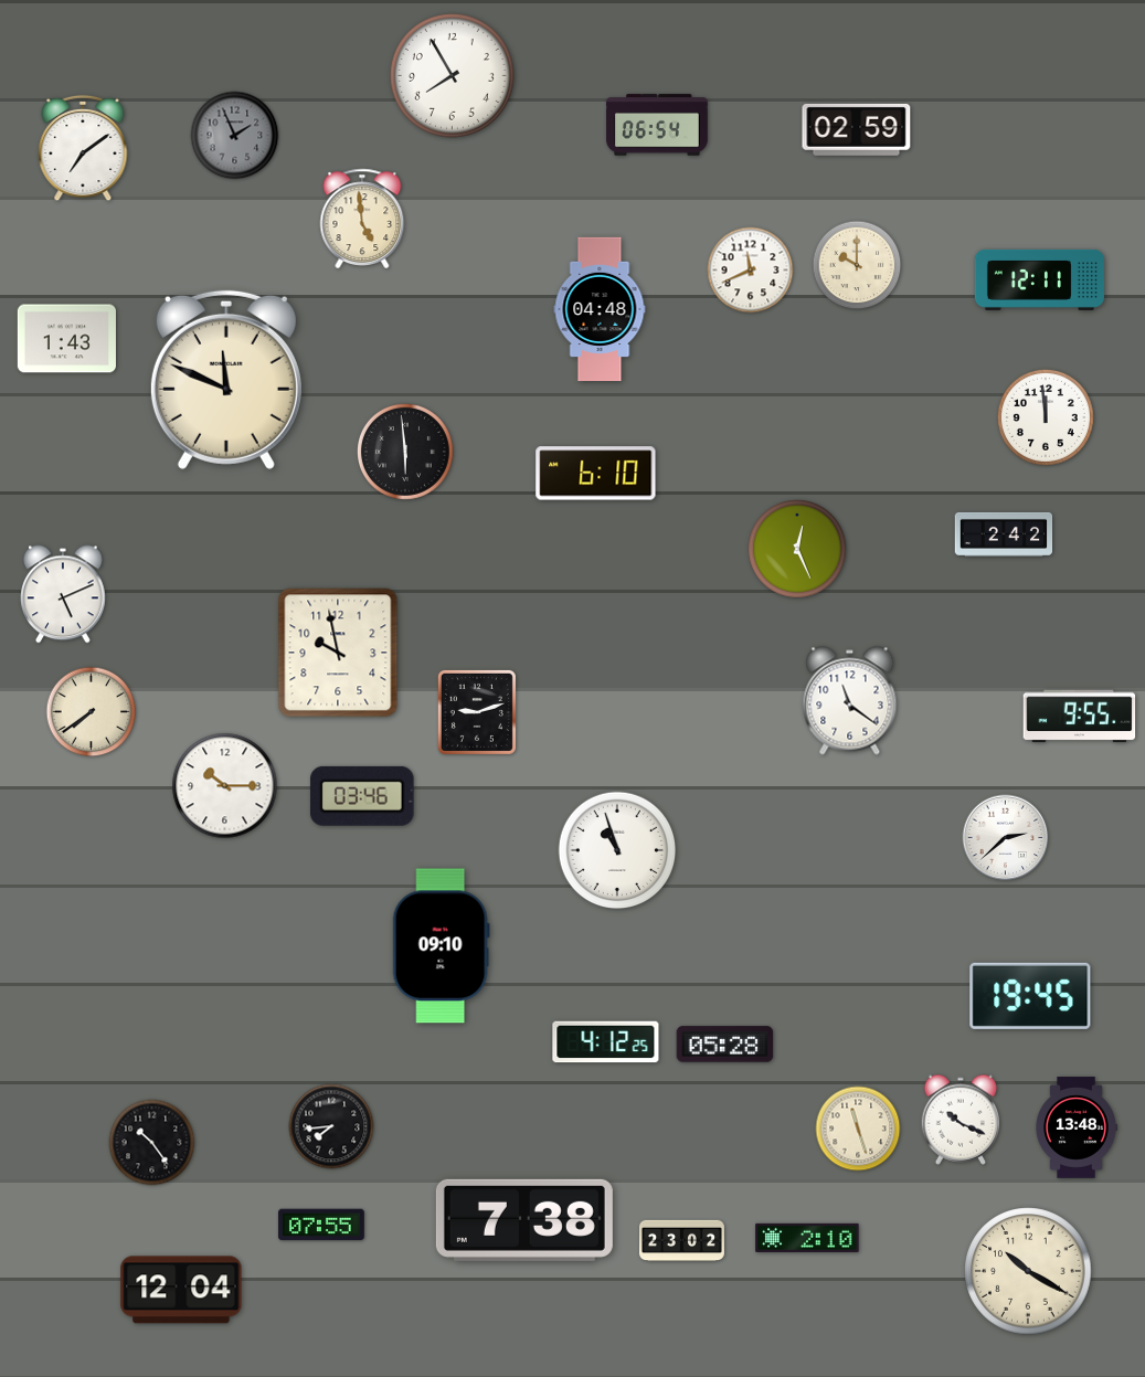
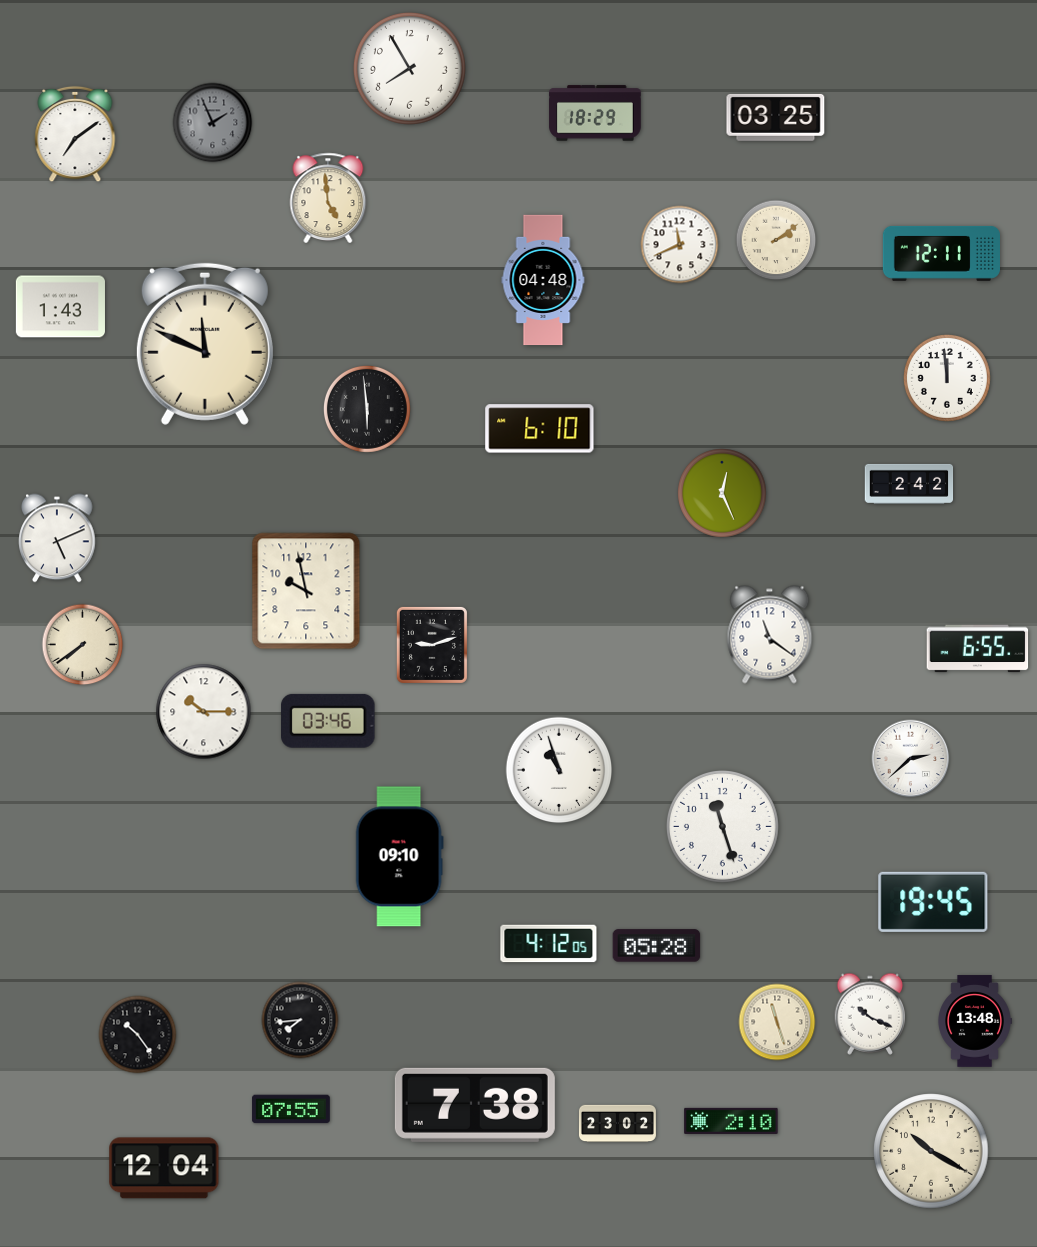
clock at (657, 125): 06:54 -> 18:29
clock at (857, 129): 02:59 -> 03:25
clock at (857, 265): 10:00 -> 2:09
clock at (797, 549) position: (797, 549) -> (722, 493)
clock at (1080, 717): 9:55 -> 6:55
clock at (722, 826): none -> 11:27
clock at (606, 1042): 4:12:25 -> 4:12:05
